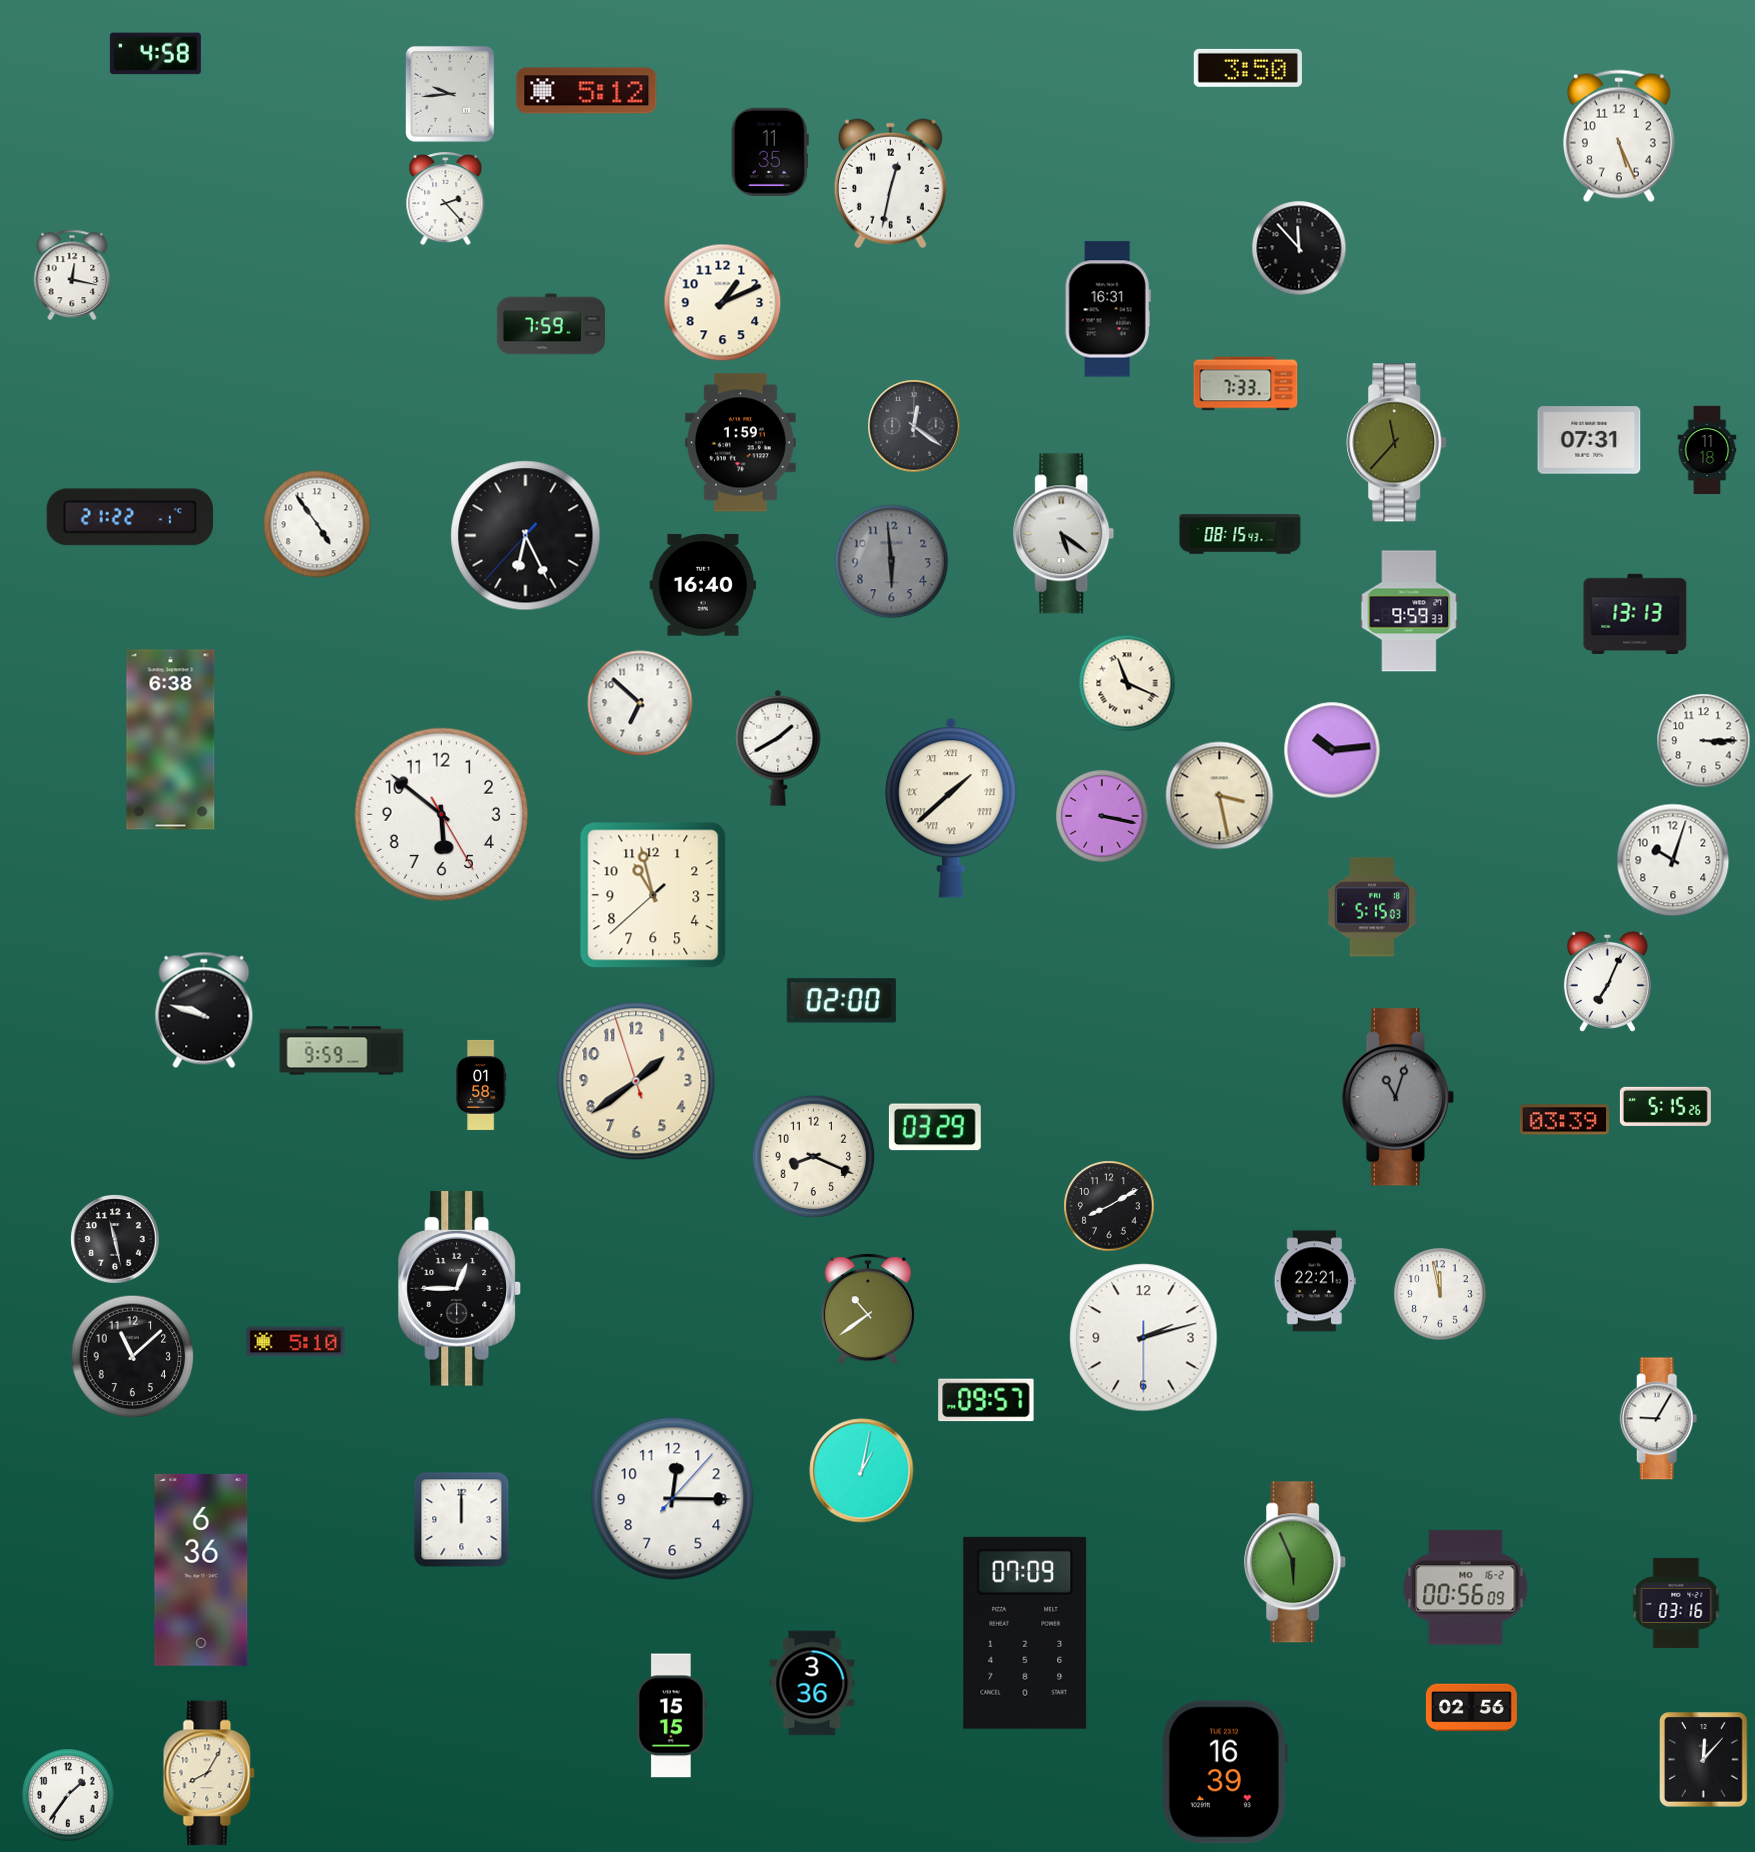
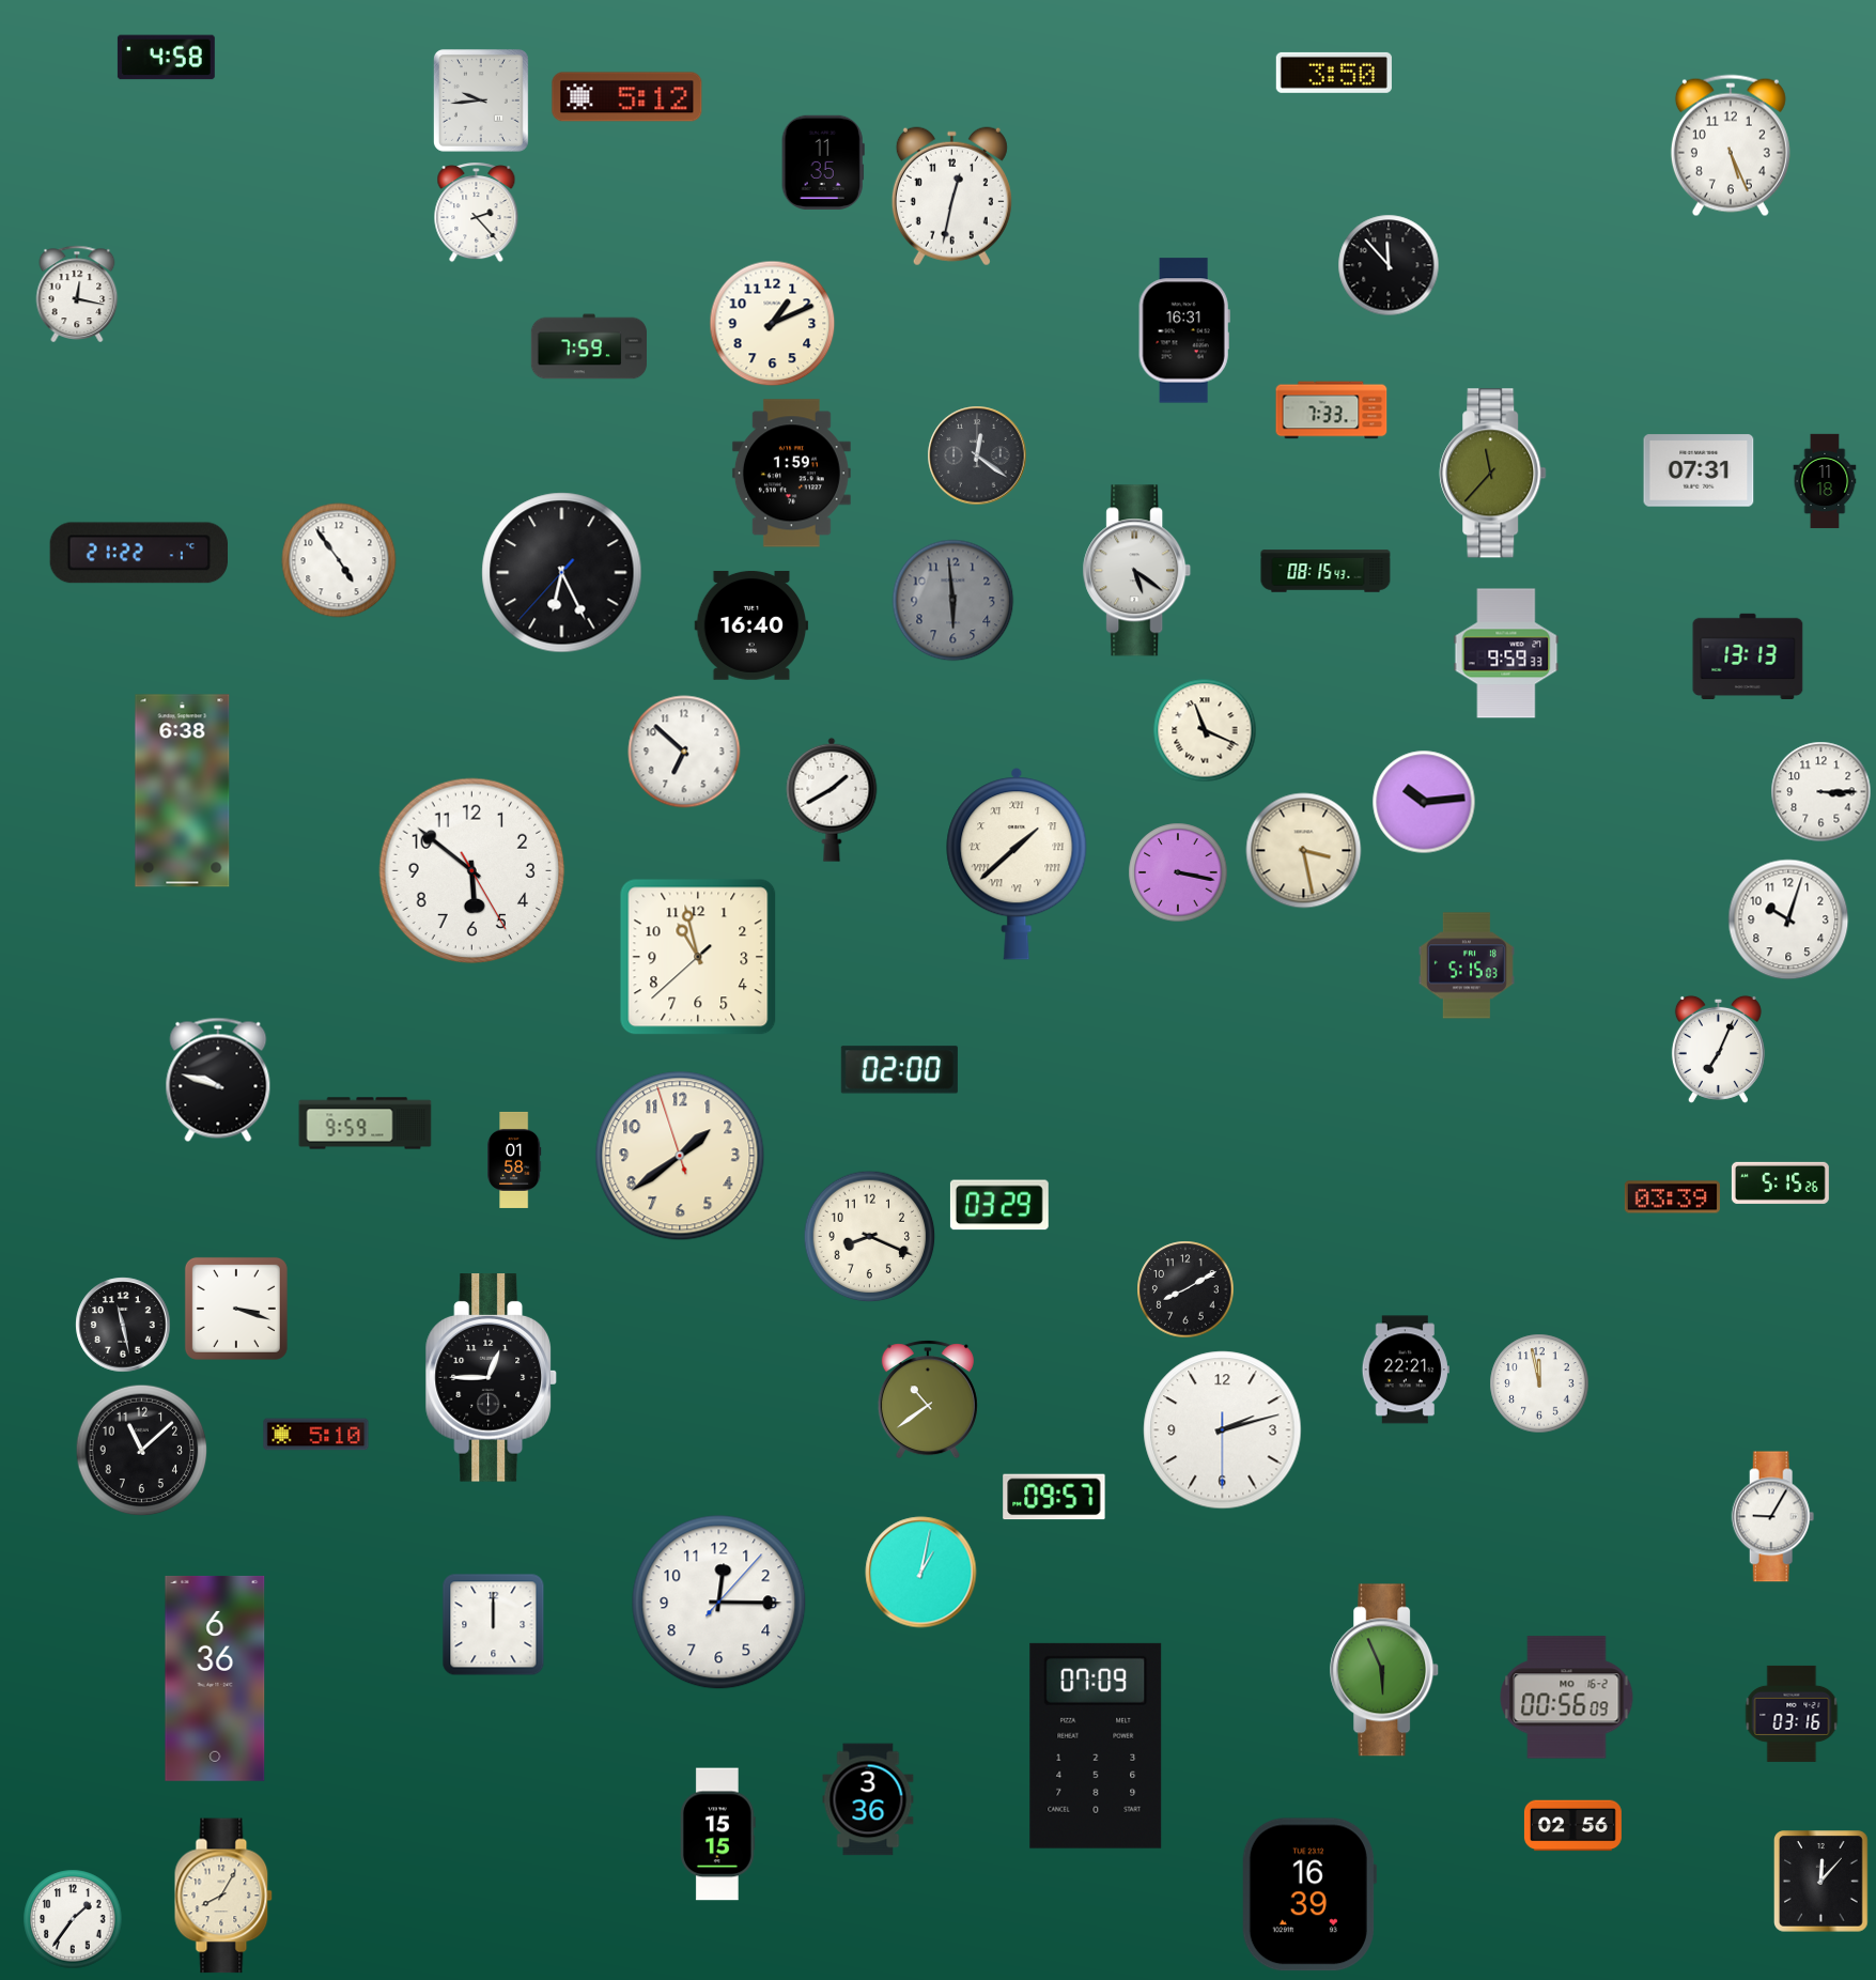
clock at (1372, 907) position: (1372, 907) -> (1467, 965)
clock at (1397, 1097): 11:03 -> none
clock at (236, 1309): none -> 3:18
